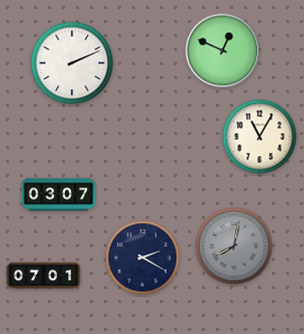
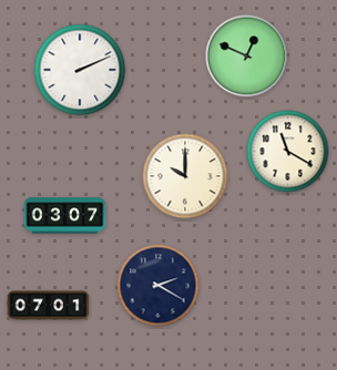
clock at (260, 137): 11:05 -> 11:20
clock at (185, 176): none -> 10:00
clock at (234, 246): 8:02 -> none
